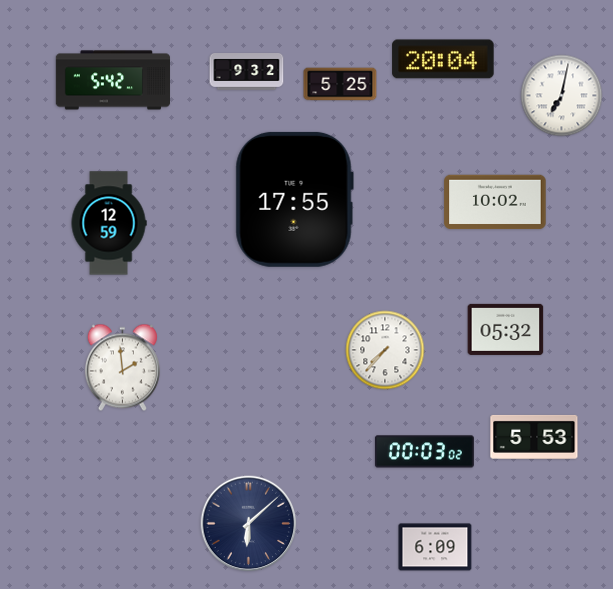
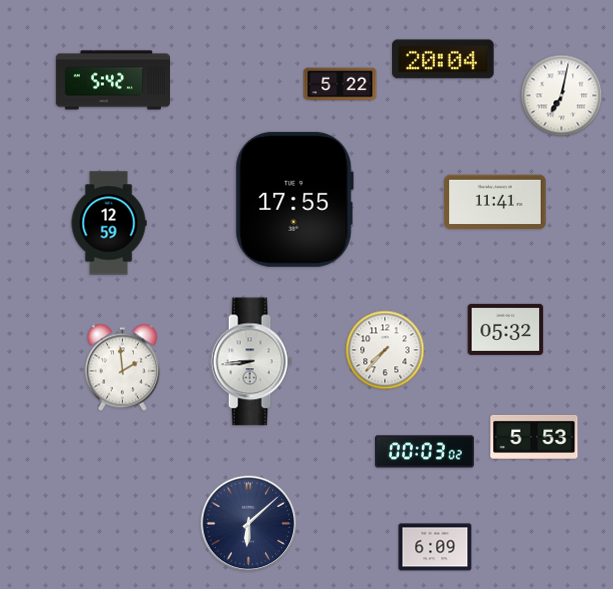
clock at (247, 72): 9:32 -> none
clock at (340, 84): 5:25 -> 5:22
clock at (495, 202): 10:02 -> 11:41
clock at (251, 362): none -> 8:44
